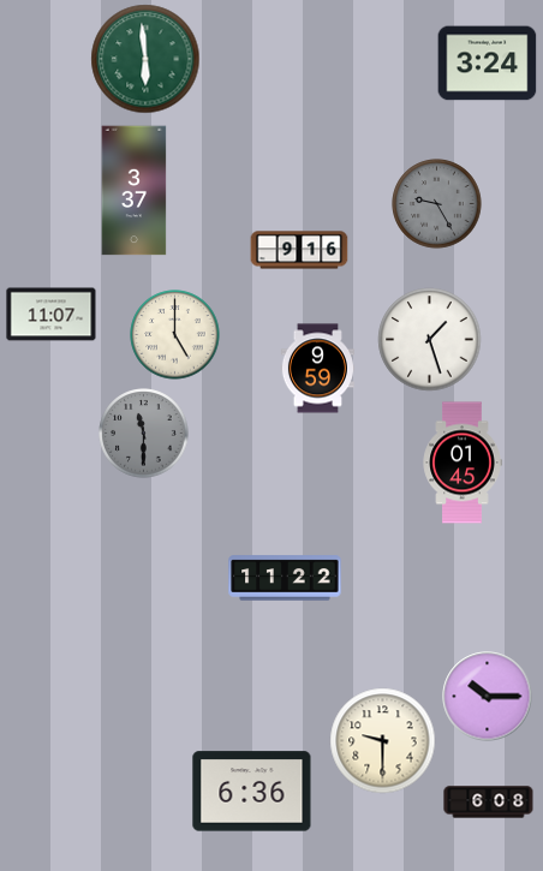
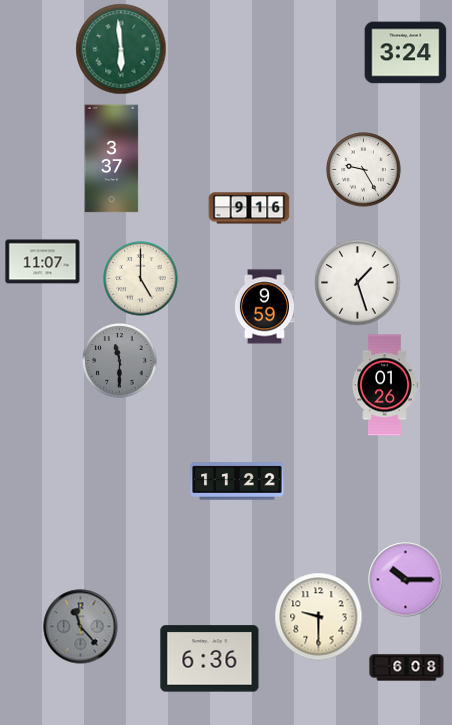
clock at (437, 204) dial: grey -> white
clock at (175, 335) position: (175, 335) -> (141, 279)
clock at (463, 463): 01:45 -> 01:26
clock at (81, 627): none -> 11:23
